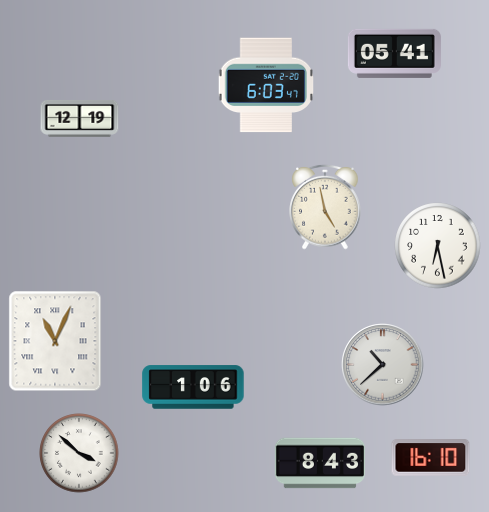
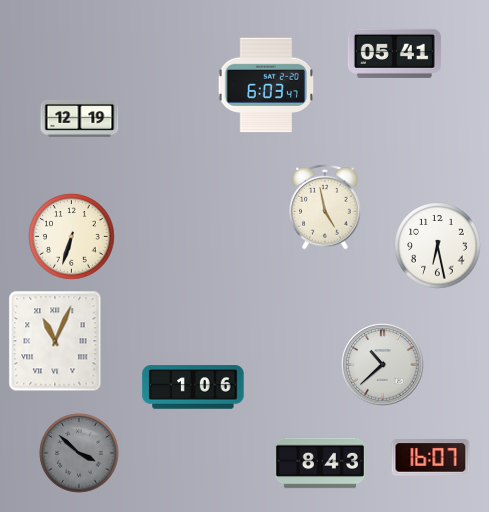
clock at (72, 237): none -> 6:33
clock at (79, 453) dial: white -> grey
clock at (431, 458): 16:10 -> 16:07
